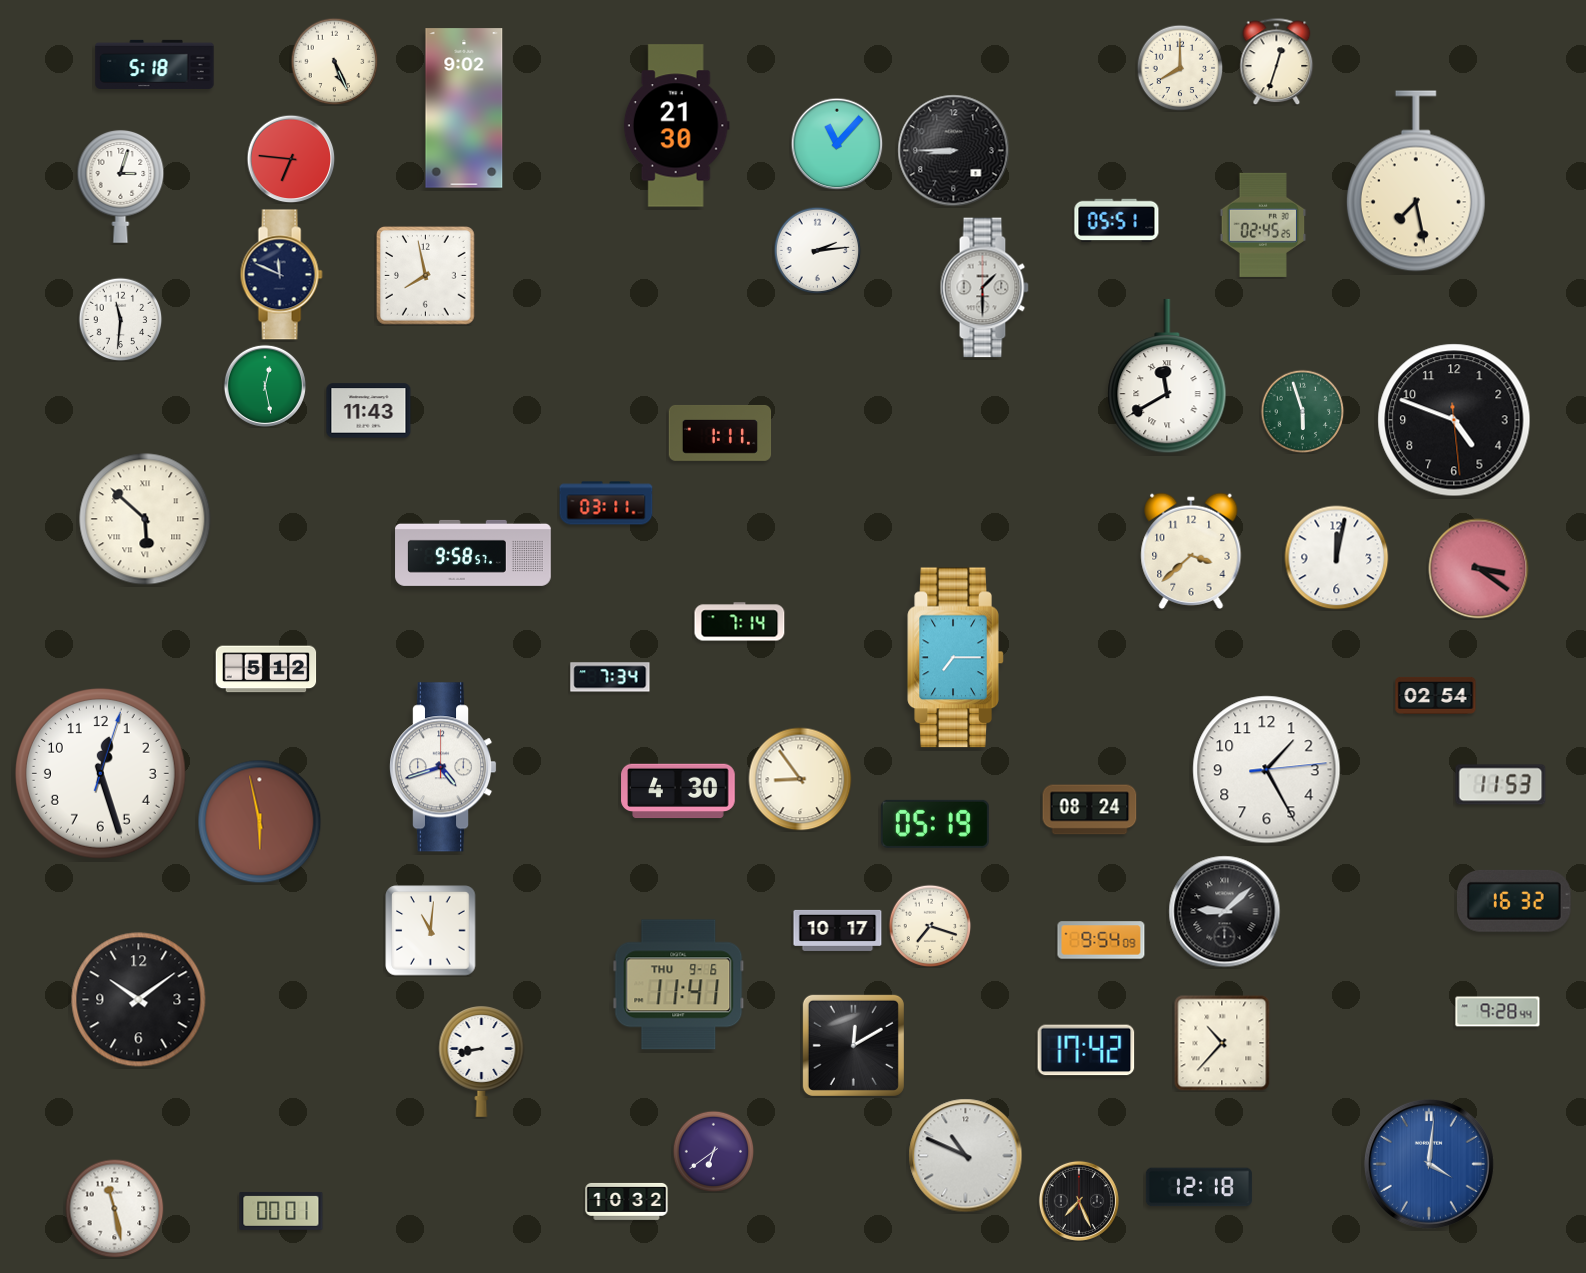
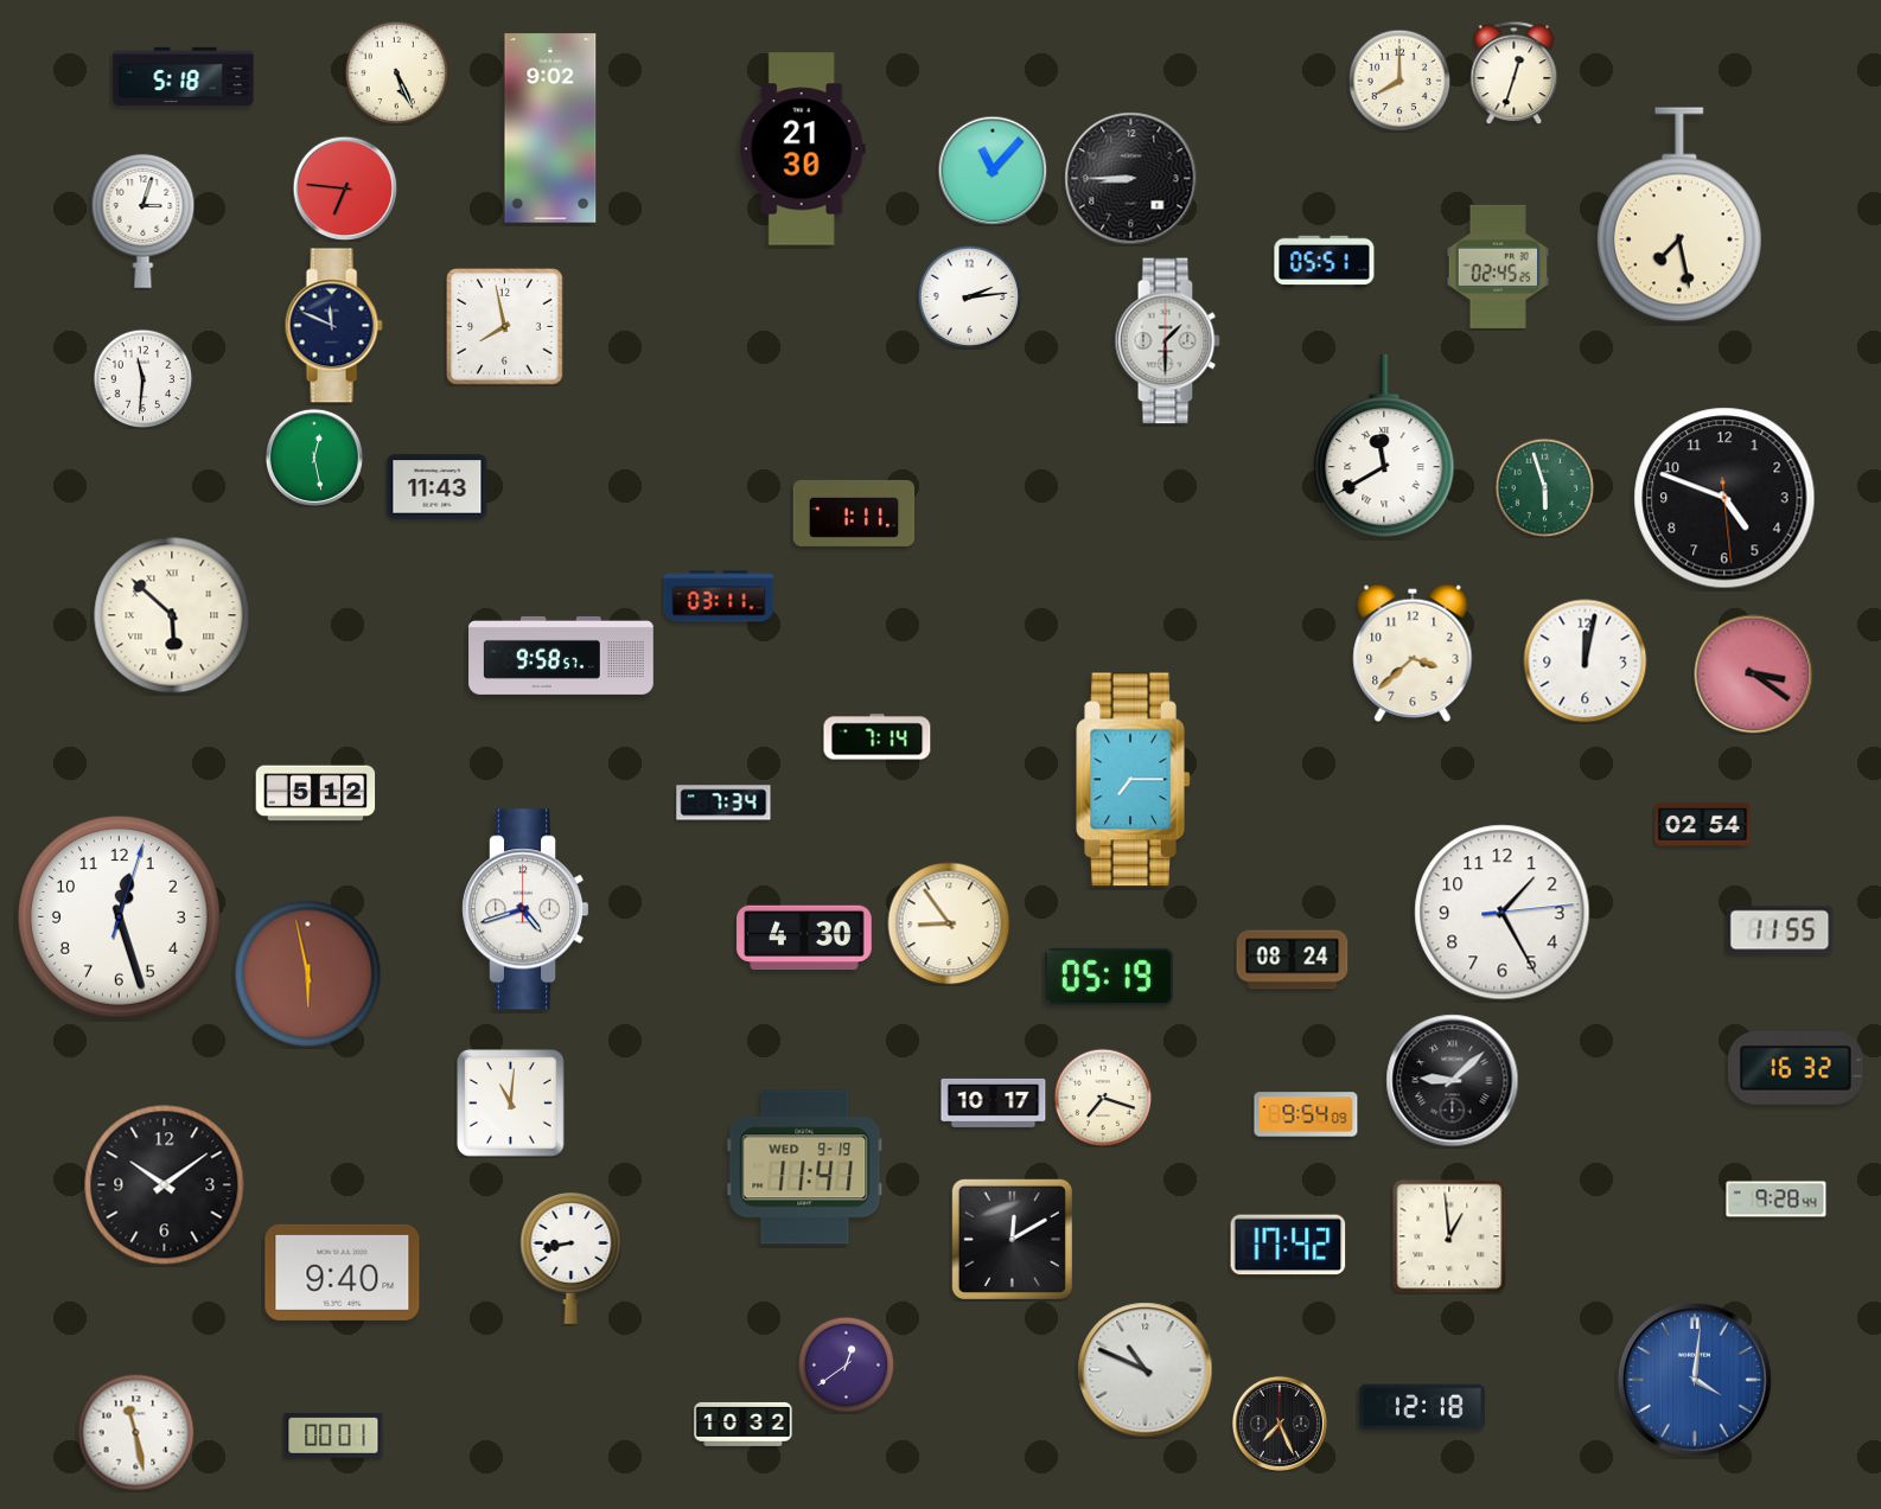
clock at (1501, 785): 11:53 -> 11:55
clock at (679, 985) date: THU 9-6 -> WED 9-19
clock at (1222, 1043): 10:37 -> 12:59
clock at (343, 1272): none -> 9:40
clock at (713, 1151): 6:39 -> 12:39
